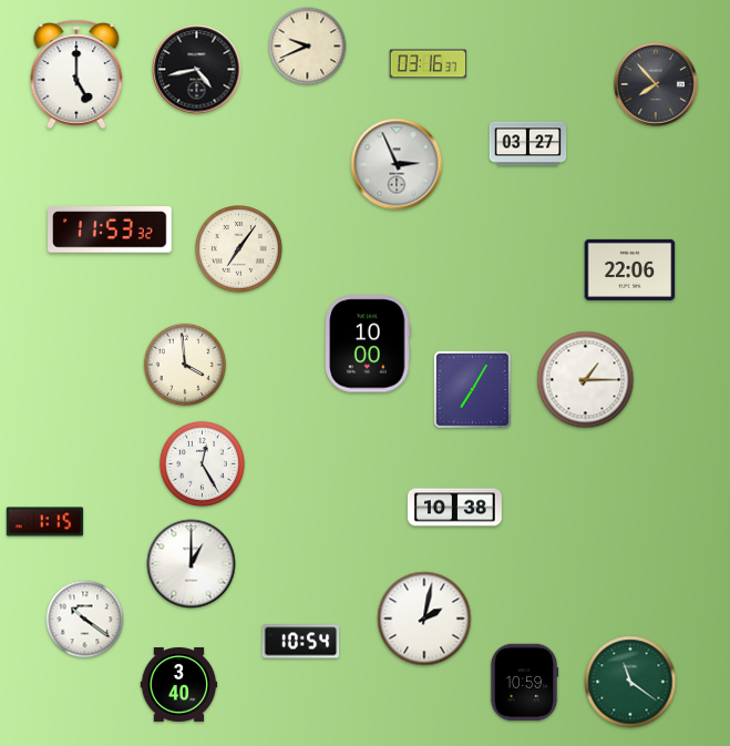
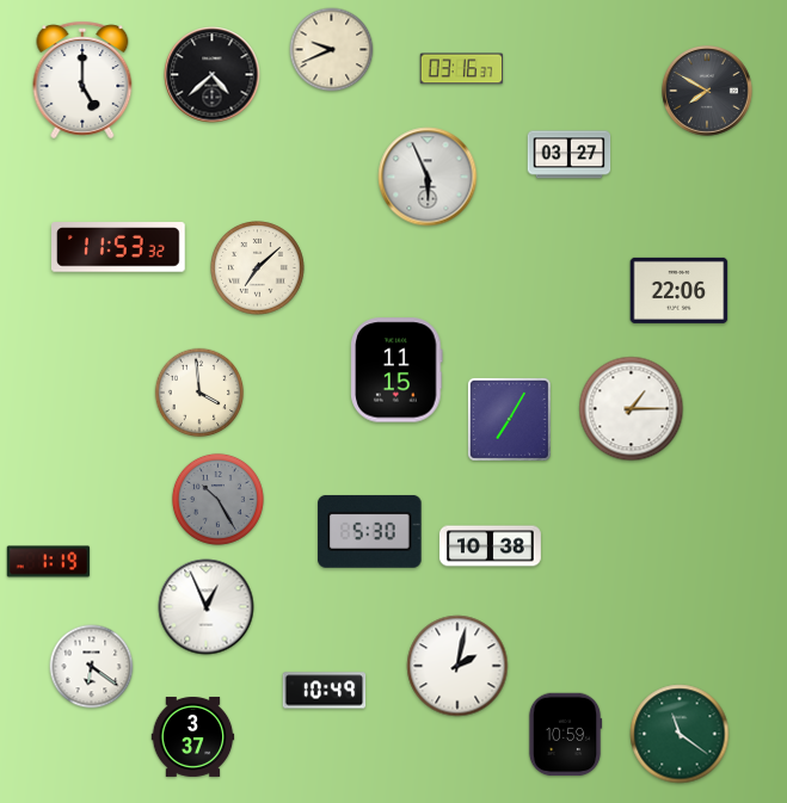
clock at (197, 70): 4:43 -> 4:38
clock at (656, 84): 7:53 -> 7:50
clock at (397, 164): 2:56 -> 5:56
clock at (239, 249): 7:06 -> 7:08
clock at (368, 344): 10:00 -> 11:15
clock at (202, 463): 12:25 -> 10:25
clock at (202, 463) dial: white -> grey
clock at (370, 531): none -> 5:30
clock at (45, 522): 1:15 -> 1:19
clock at (192, 564): 1:00 -> 12:56
clock at (85, 620): 10:21 -> 6:21
clock at (301, 642): 10:54 -> 10:49
clock at (179, 684): 3:40 -> 3:37
